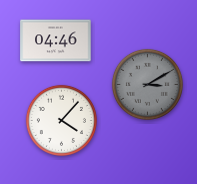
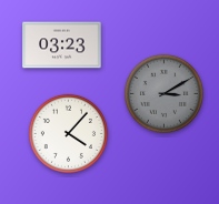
clock at (56, 41): 04:46 -> 03:23
